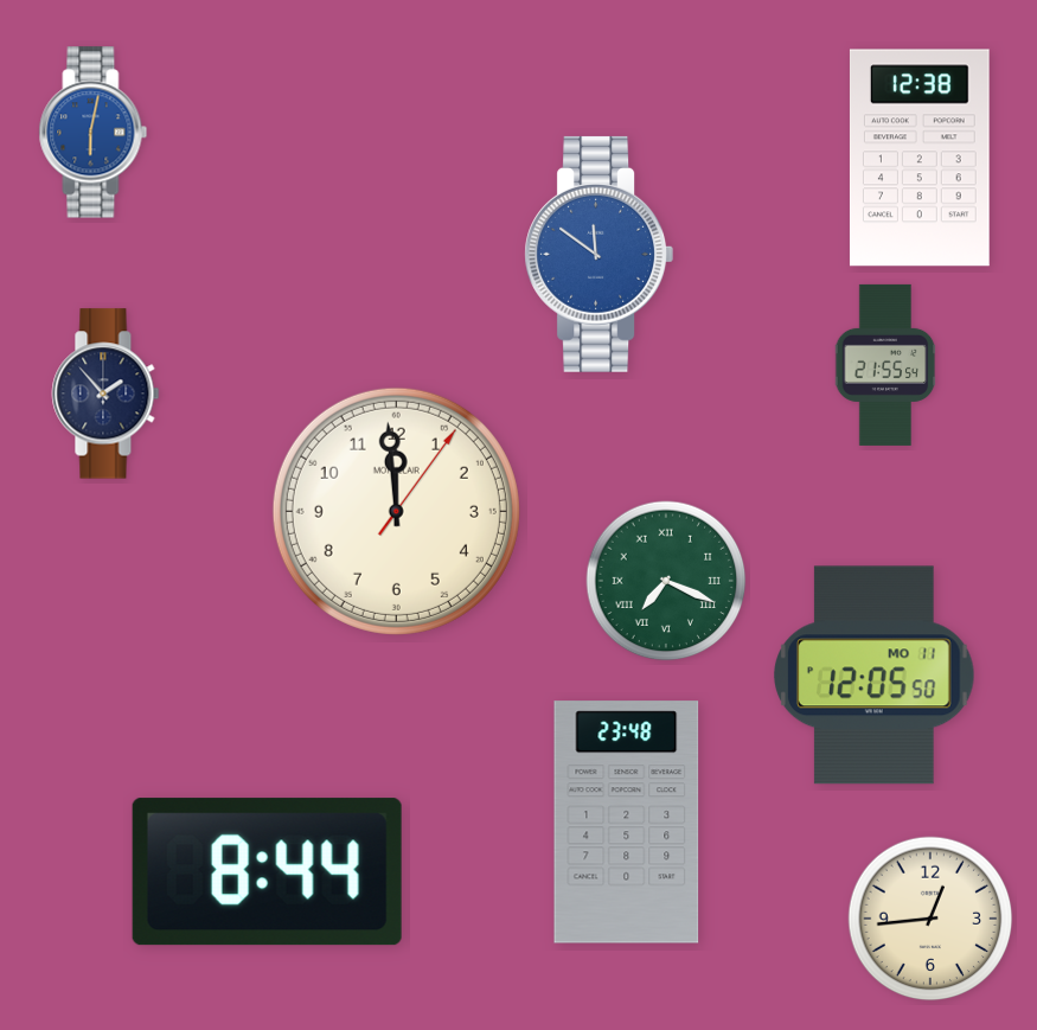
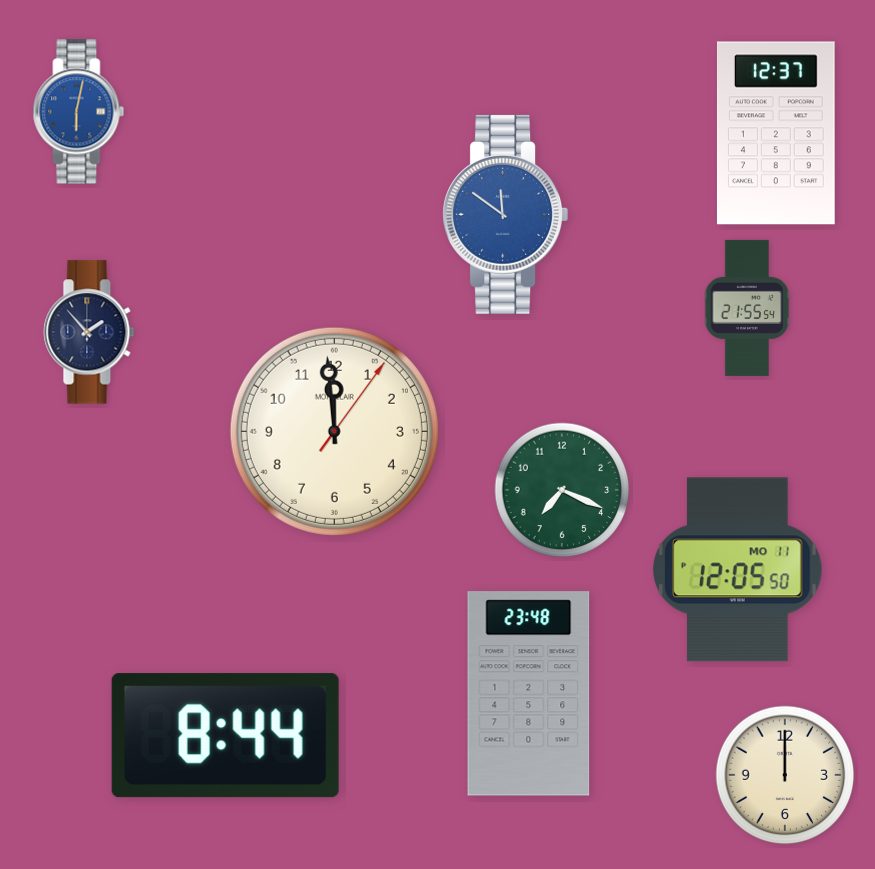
clock at (920, 158): 12:38 -> 12:37
clock at (666, 581) numerals: Roman -> Arabic
clock at (930, 919): 12:44 -> 12:00
